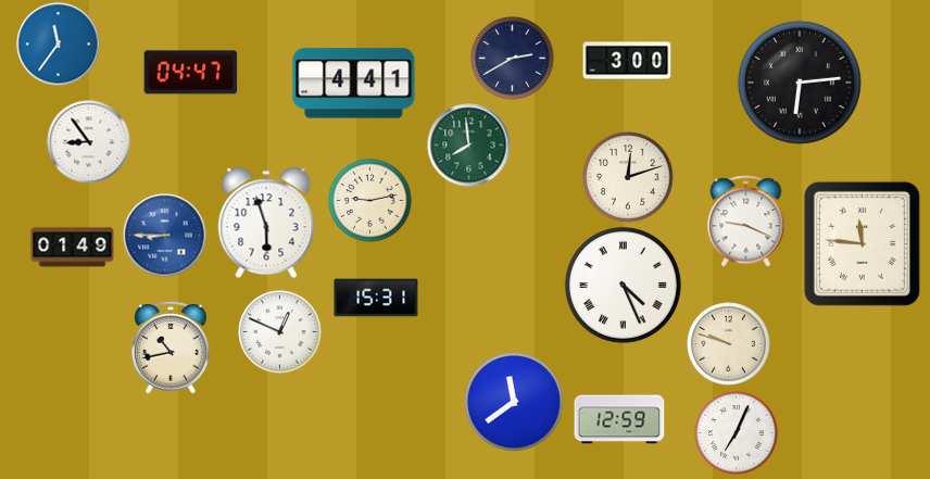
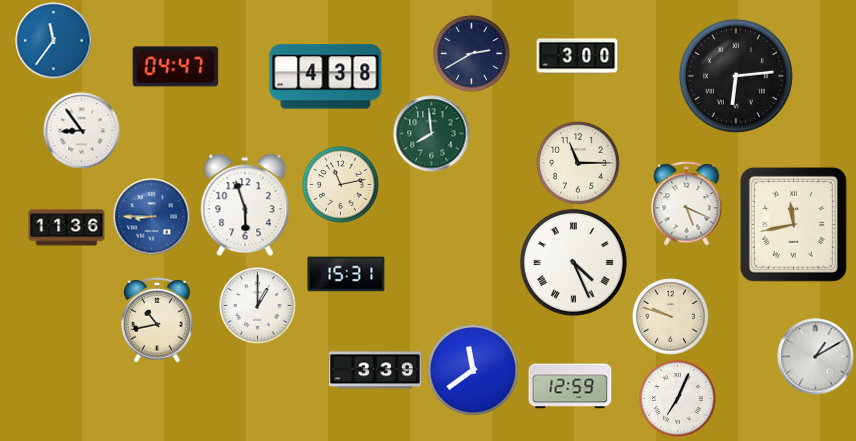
clock at (354, 84): 4:41 -> 4:38
clock at (628, 177): 12:12 -> 11:15
clock at (370, 201): 9:13 -> 11:13
clock at (746, 222): 9:19 -> 5:19
clock at (862, 243): 11:46 -> 11:43
clock at (73, 248): 01:49 -> 11:36
clock at (280, 332): 12:49 -> 1:00
clock at (816, 357): none -> 1:10
clock at (375, 370): none -> 3:39
